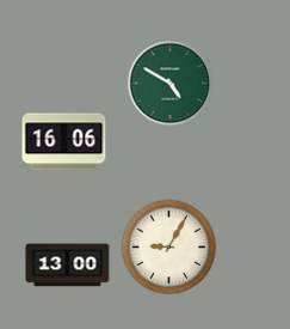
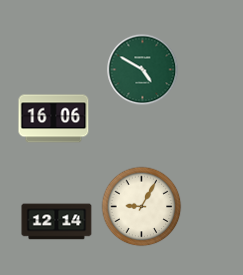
clock at (68, 266): 13:00 -> 12:14
